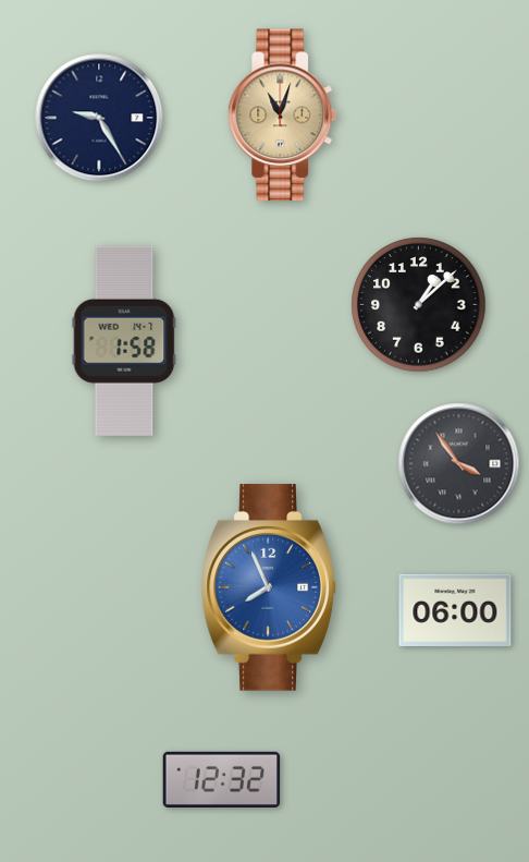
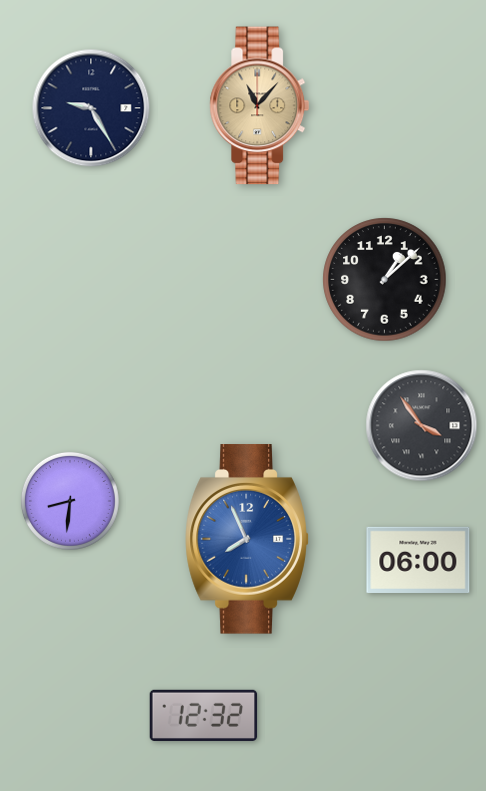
clock at (283, 116): 11:03 -> 11:07
clock at (124, 341): 1:58 -> none
clock at (70, 501): none -> 8:31
